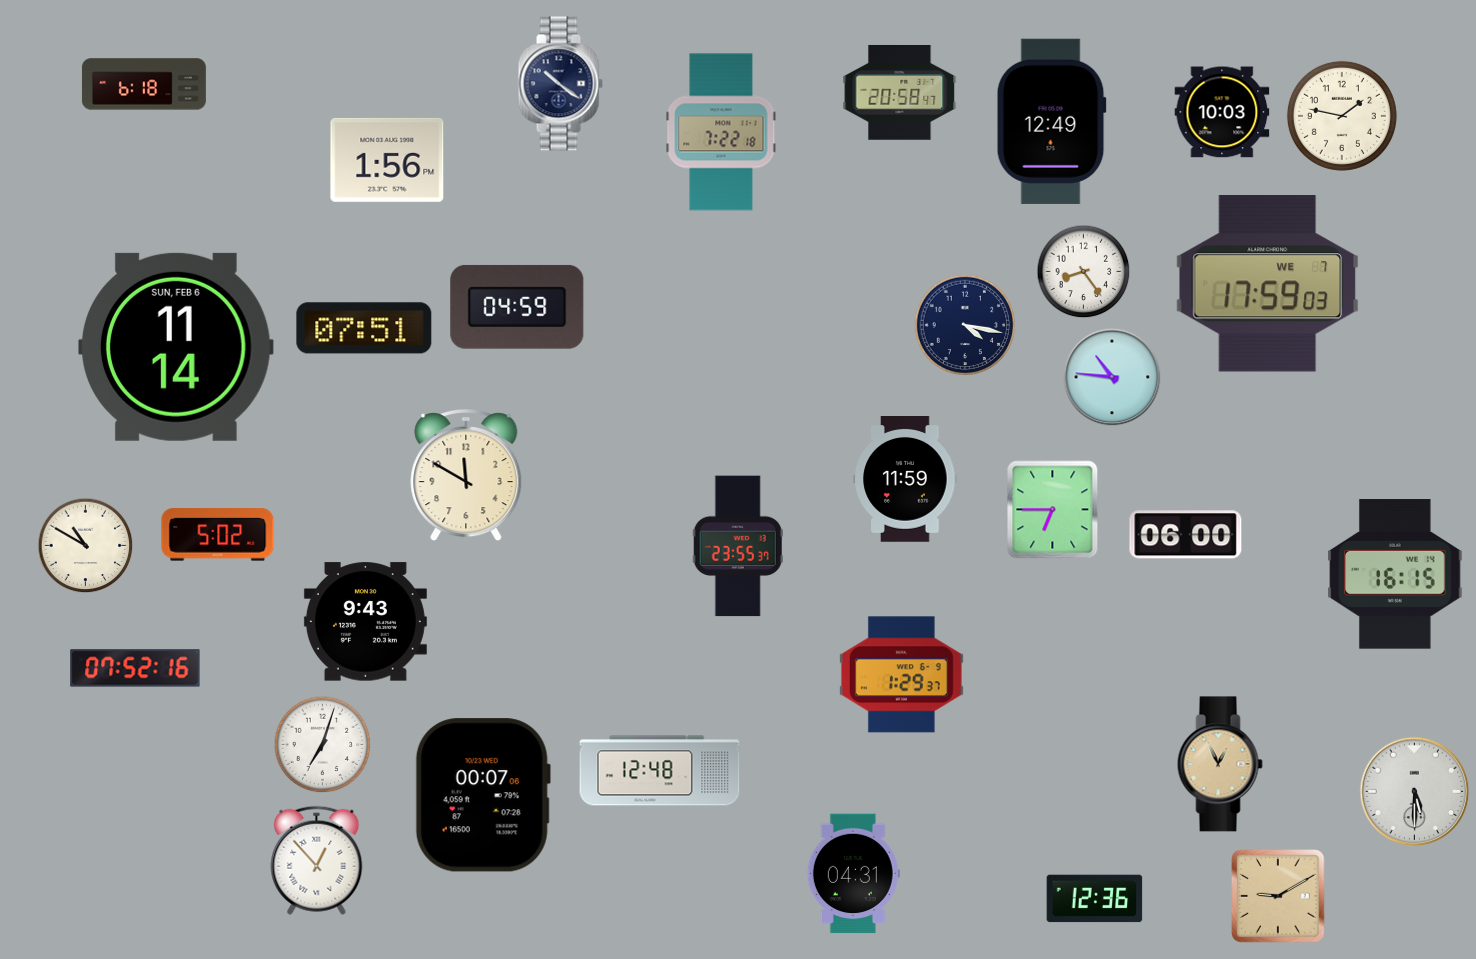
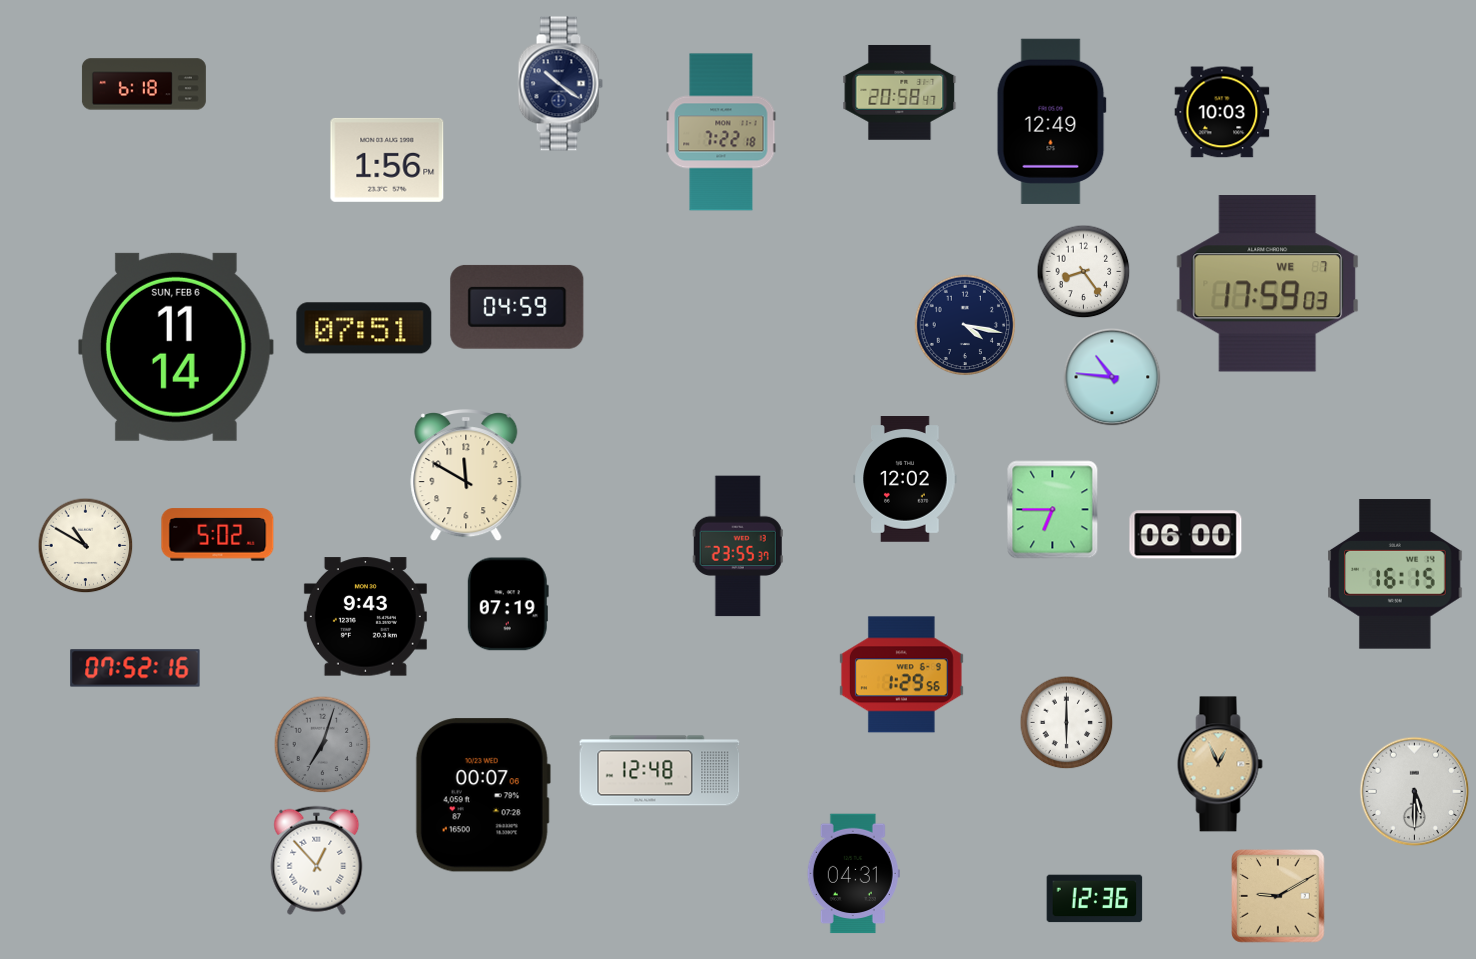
clock at (1342, 116): 1:47 -> none
clock at (905, 480): 11:59 -> 12:02
clock at (508, 604): none -> 07:19
clock at (365, 622) position: (365, 622) -> (365, 617)
clock at (901, 675): 1:29:37 -> 1:29:56
clock at (1067, 723): none -> 6:00
clock at (323, 745) dial: white -> grey
